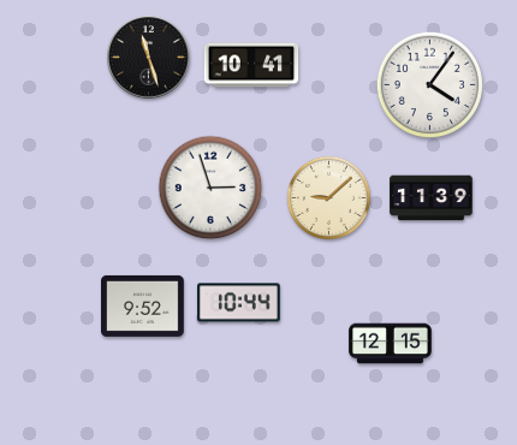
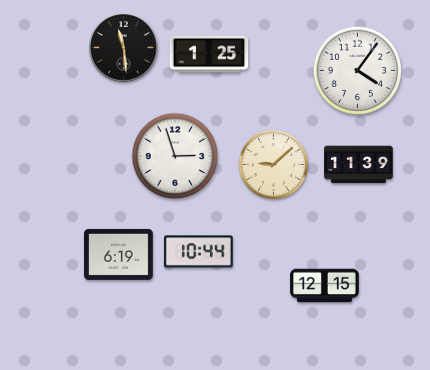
clock at (149, 58): 11:27 -> 11:29
clock at (251, 65): 10:41 -> 1:25
clock at (143, 305): 9:52 -> 6:19
